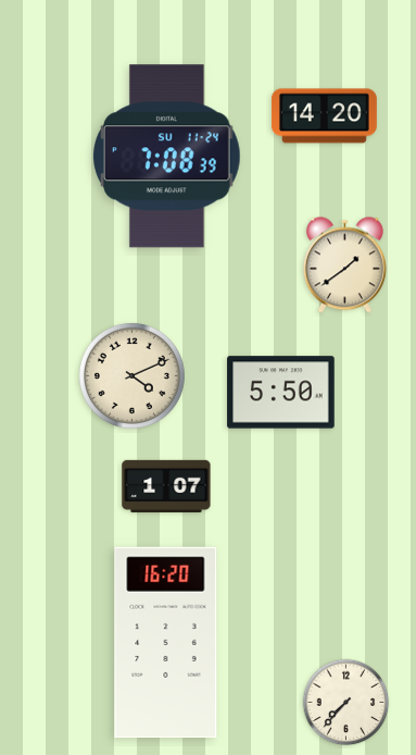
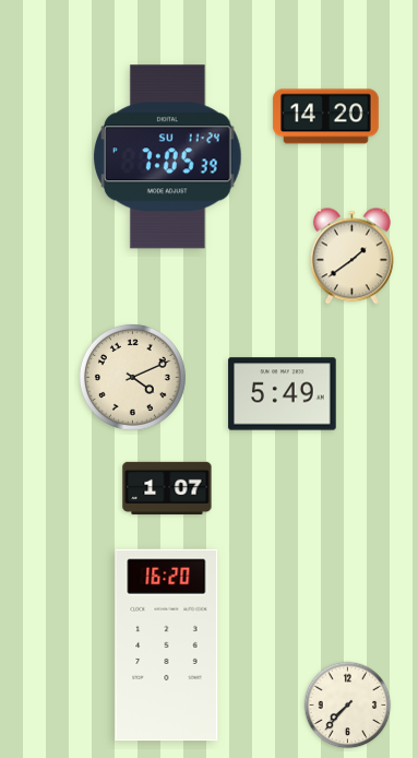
clock at (166, 157): 7:08 -> 7:05
clock at (344, 265) position: (344, 265) -> (351, 257)
clock at (281, 393): 5:50 -> 5:49
